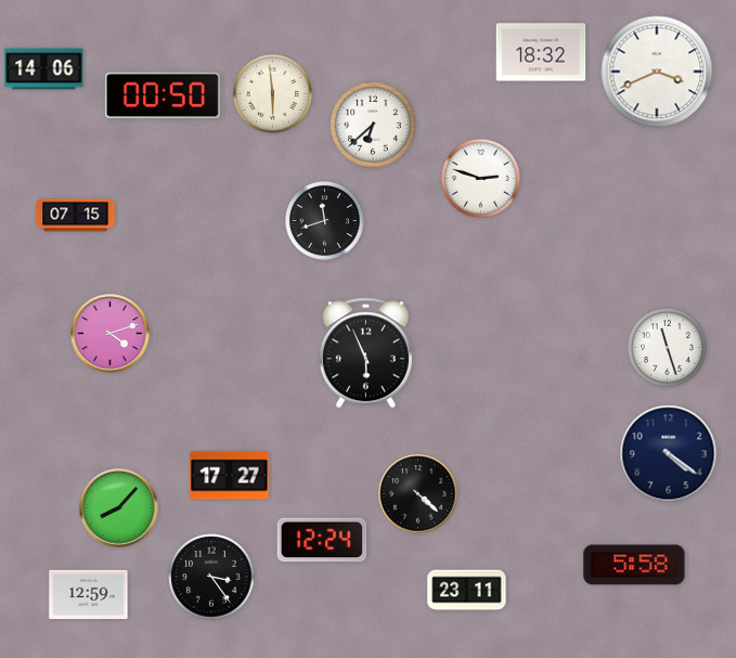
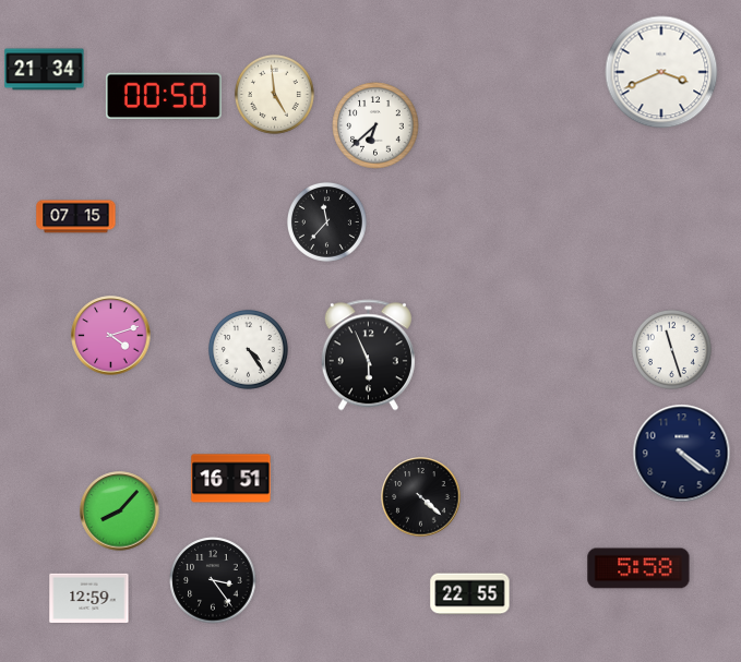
clock at (541, 52): 18:32 -> none
clock at (44, 69): 14:06 -> 21:34
clock at (272, 93): 5:59 -> 4:59
clock at (480, 178): 2:48 -> none
clock at (324, 220): 11:42 -> 11:37
clock at (248, 349): none -> 4:24
clock at (669, 454) position: (669, 454) -> (682, 454)
clock at (230, 476): 17:27 -> 16:51
clock at (322, 540): 12:24 -> none
clock at (467, 591): 23:11 -> 22:55
